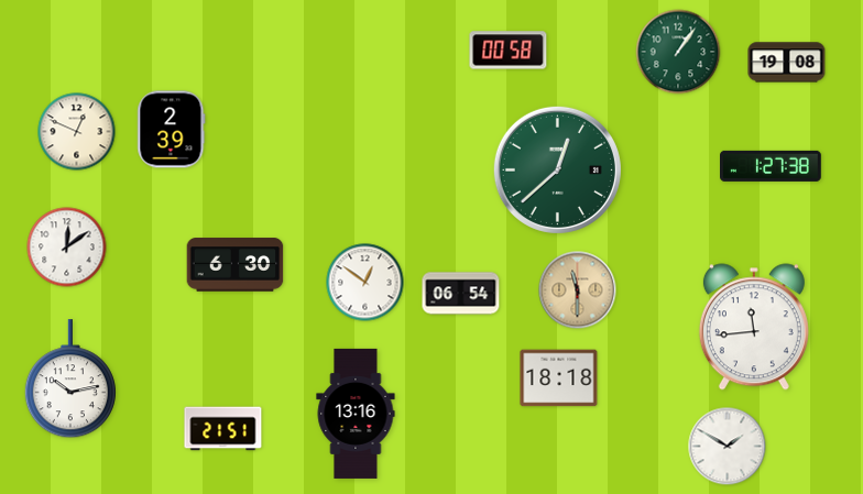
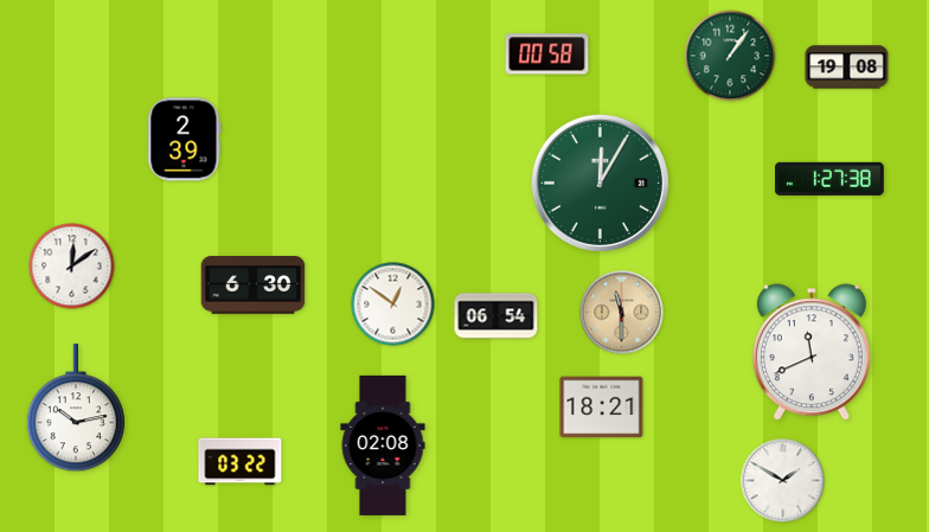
clock at (77, 132): 12:49 -> none
clock at (557, 169): 12:38 -> 12:05
clock at (754, 327): 11:44 -> 11:41
clock at (559, 378): 18:18 -> 18:21
clock at (356, 414): 13:16 -> 02:08
clock at (223, 429): 21:51 -> 03:22
